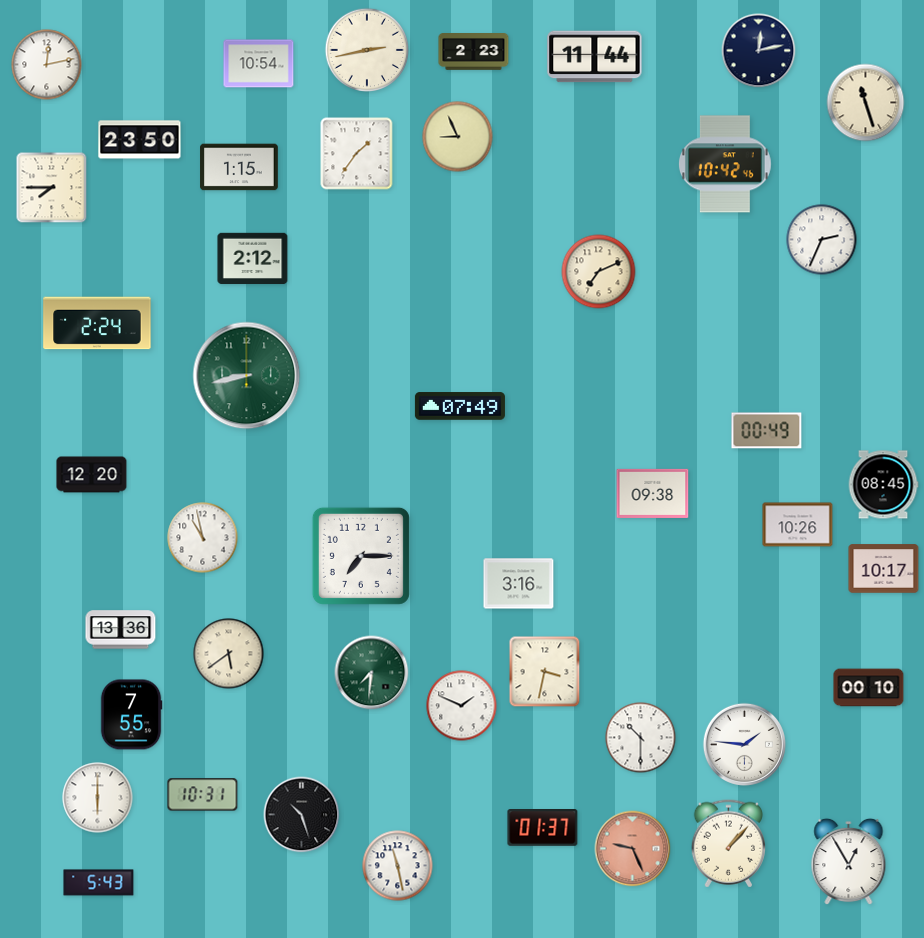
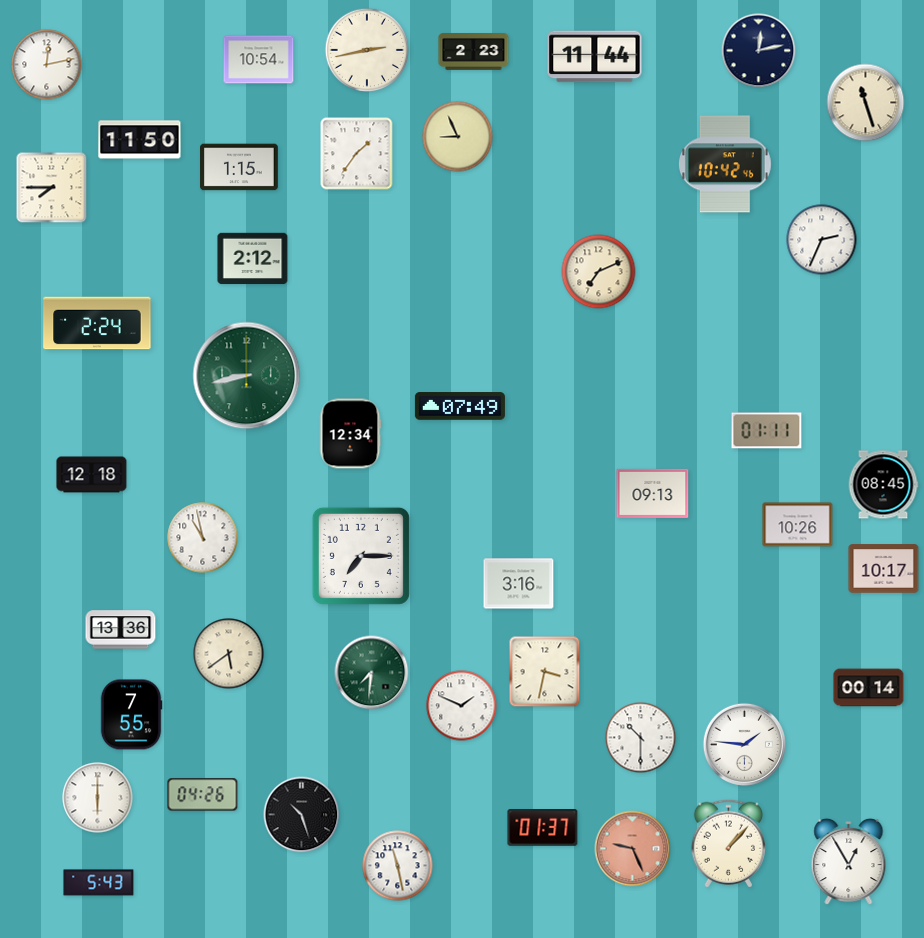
clock at (259, 64) position: (259, 64) -> (259, 60)
clock at (140, 140): 23:50 -> 11:50
clock at (767, 431): 00:49 -> 01:11
clock at (350, 434): none -> 12:34
clock at (92, 475): 12:20 -> 12:18
clock at (653, 493): 09:38 -> 09:13
clock at (869, 688): 00:10 -> 00:14
clock at (203, 795): 10:31 -> 04:26
